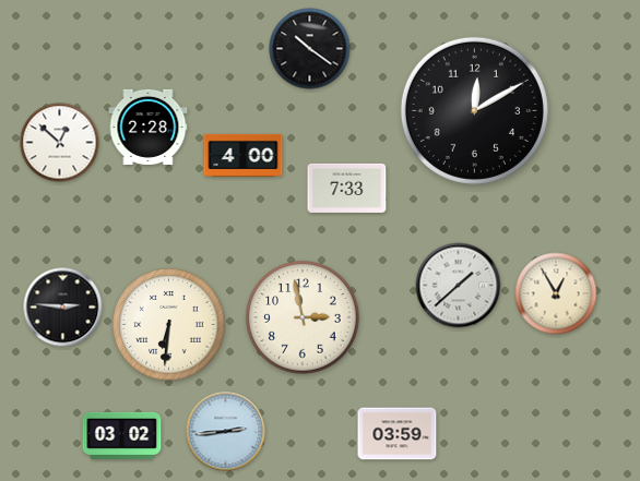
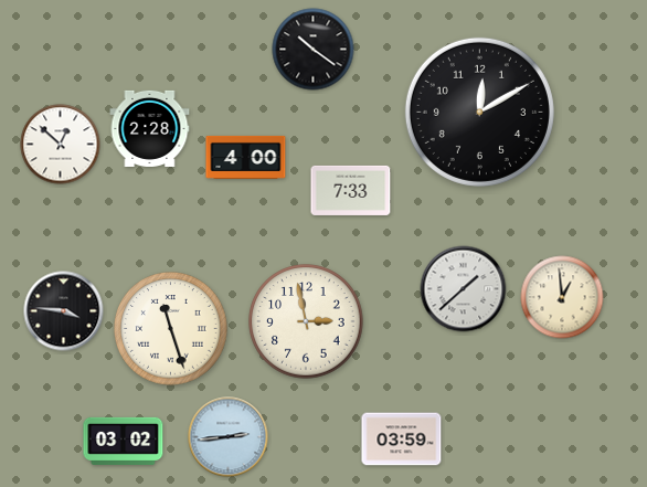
clock at (556, 293): 12:55 -> 12:59
clock at (63, 308): 2:46 -> 3:46
clock at (169, 325): 6:31 -> 11:27
